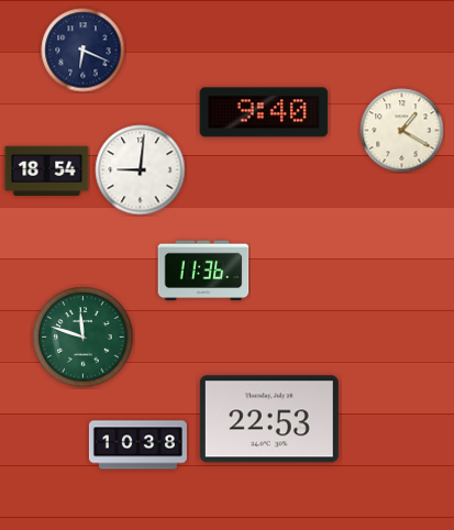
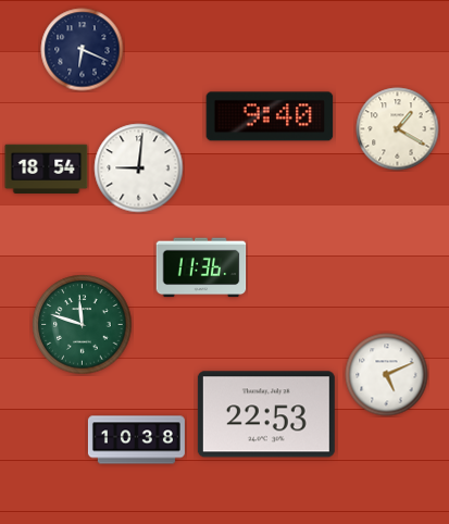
clock at (264, 112) position: (264, 112) -> (270, 116)
clock at (84, 338) position: (84, 338) -> (83, 325)
clock at (387, 375): none -> 5:11
